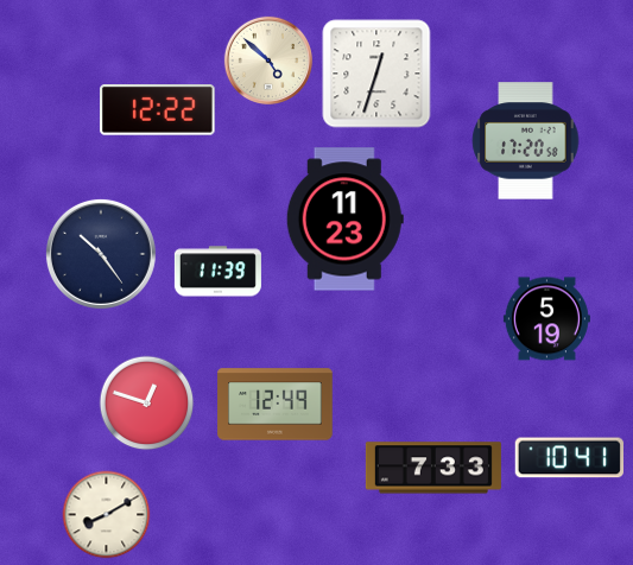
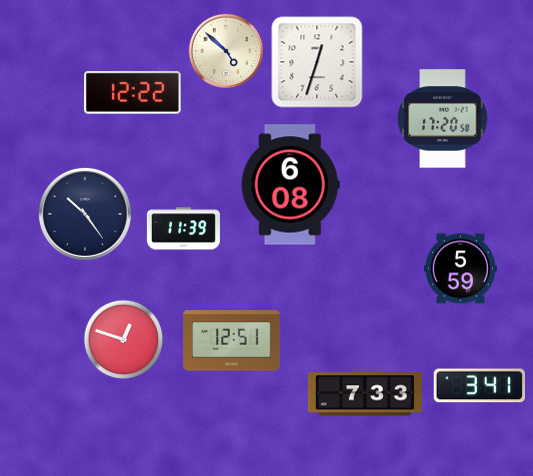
clock at (344, 220): 11:23 -> 6:08
clock at (546, 319): 5:19 -> 5:59
clock at (276, 405): 12:49 -> 12:51
clock at (569, 458): 10:41 -> 3:41
clock at (107, 515): 8:10 -> none
